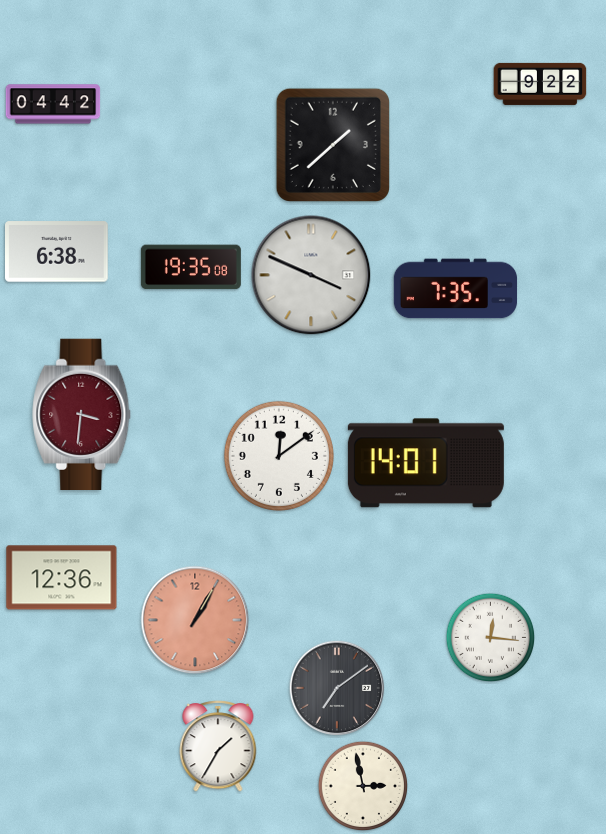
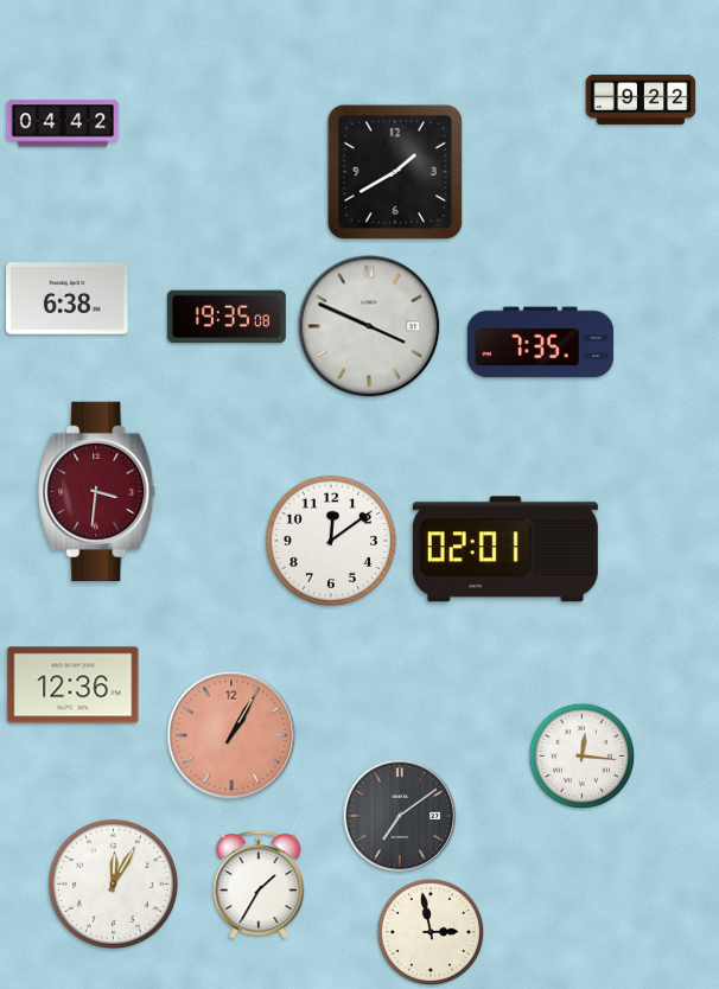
clock at (332, 144): 1:38 -> 1:40
clock at (426, 463): 14:01 -> 02:01
clock at (113, 883): none -> 12:05
